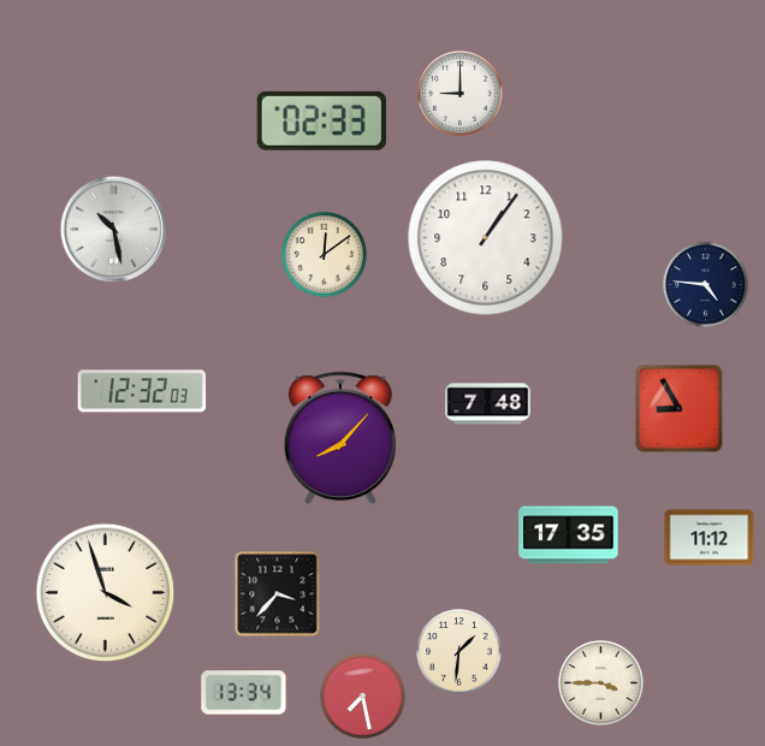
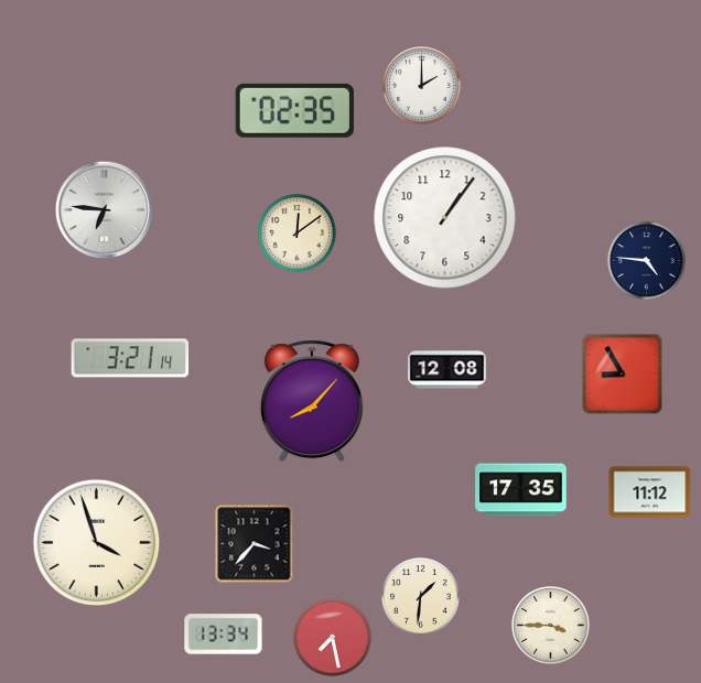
clock at (461, 94): 9:00 -> 2:00
clock at (321, 120): 02:33 -> 02:35
clock at (114, 230): 10:28 -> 6:46
clock at (142, 391): 12:32 -> 3:21
clock at (488, 404): 7:48 -> 12:08
